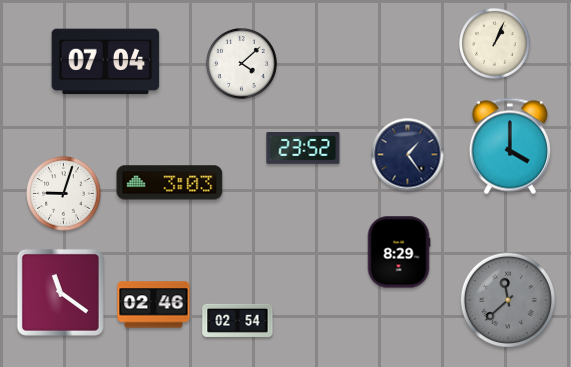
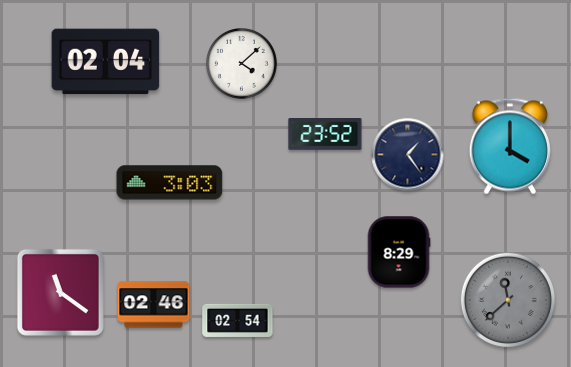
clock at (495, 44): 1:04 -> none
clock at (106, 62): 07:04 -> 02:04
clock at (303, 149) position: (303, 149) -> (325, 135)
clock at (64, 194): 9:03 -> none
